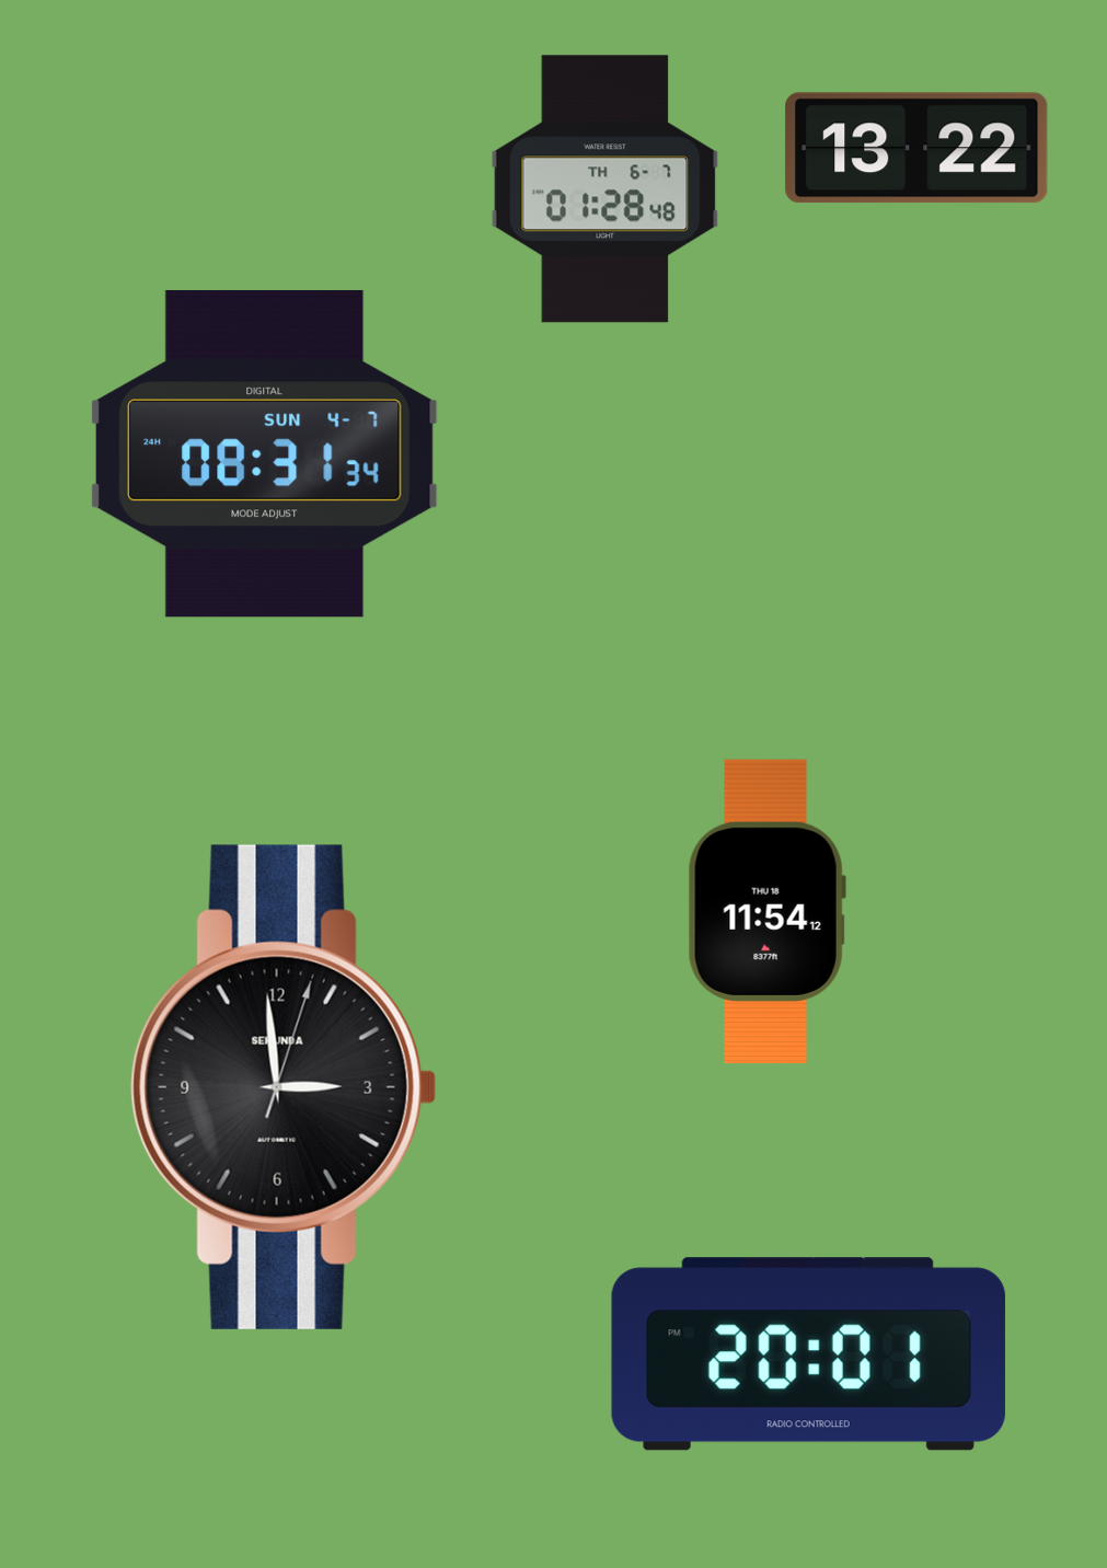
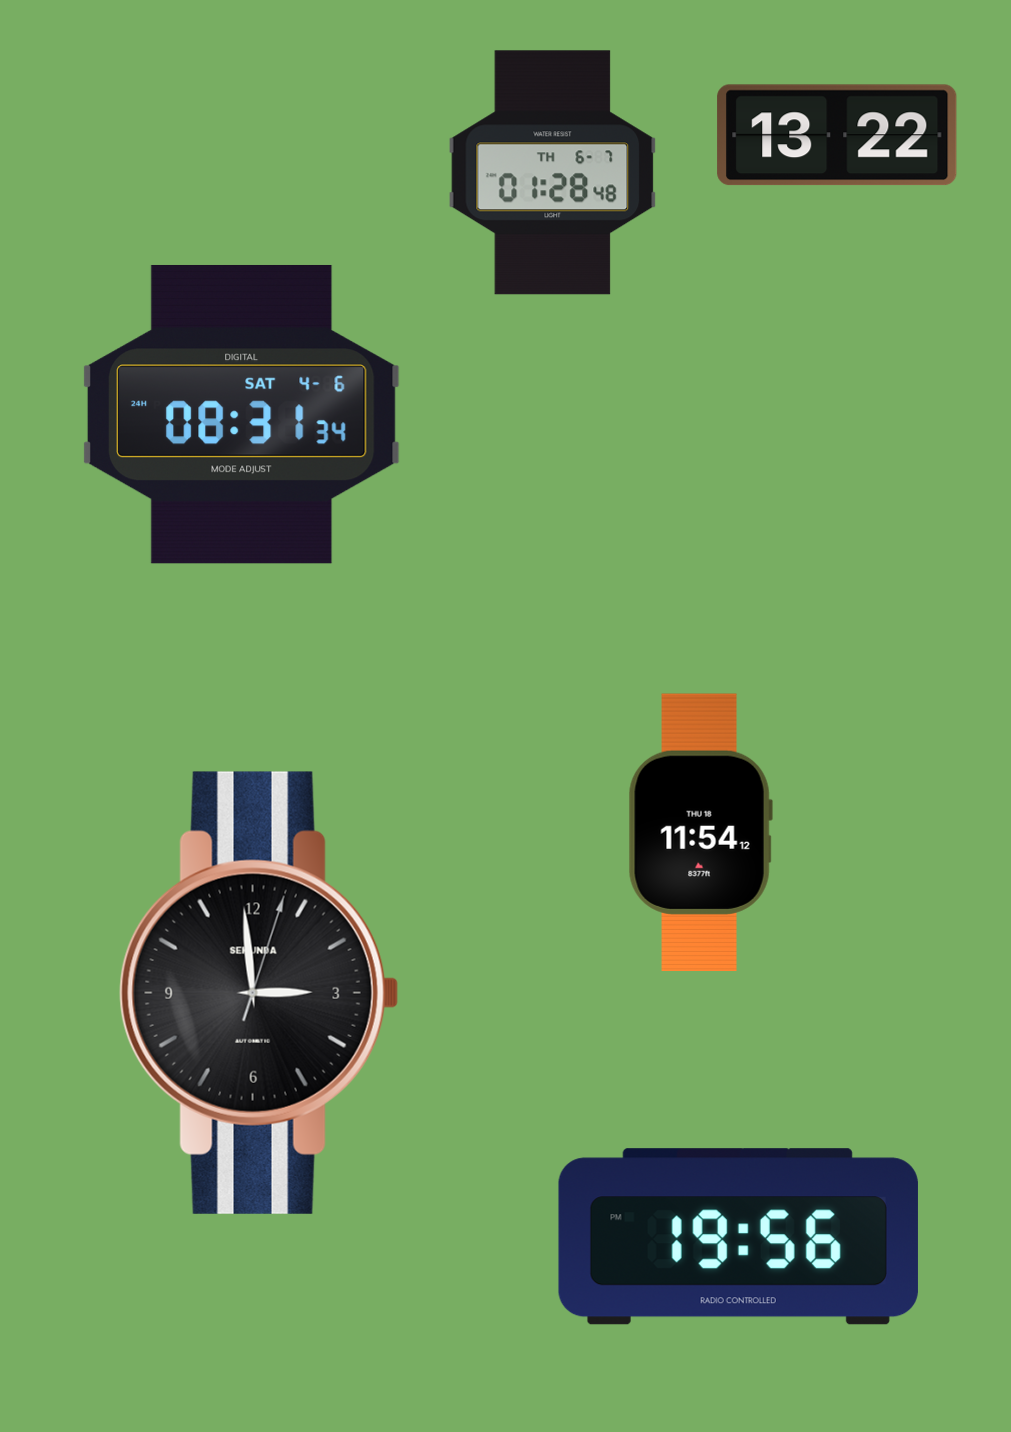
clock at (264, 453) date: SUN 4-7 -> SAT 4-6
clock at (808, 1354): 20:01 -> 19:56
